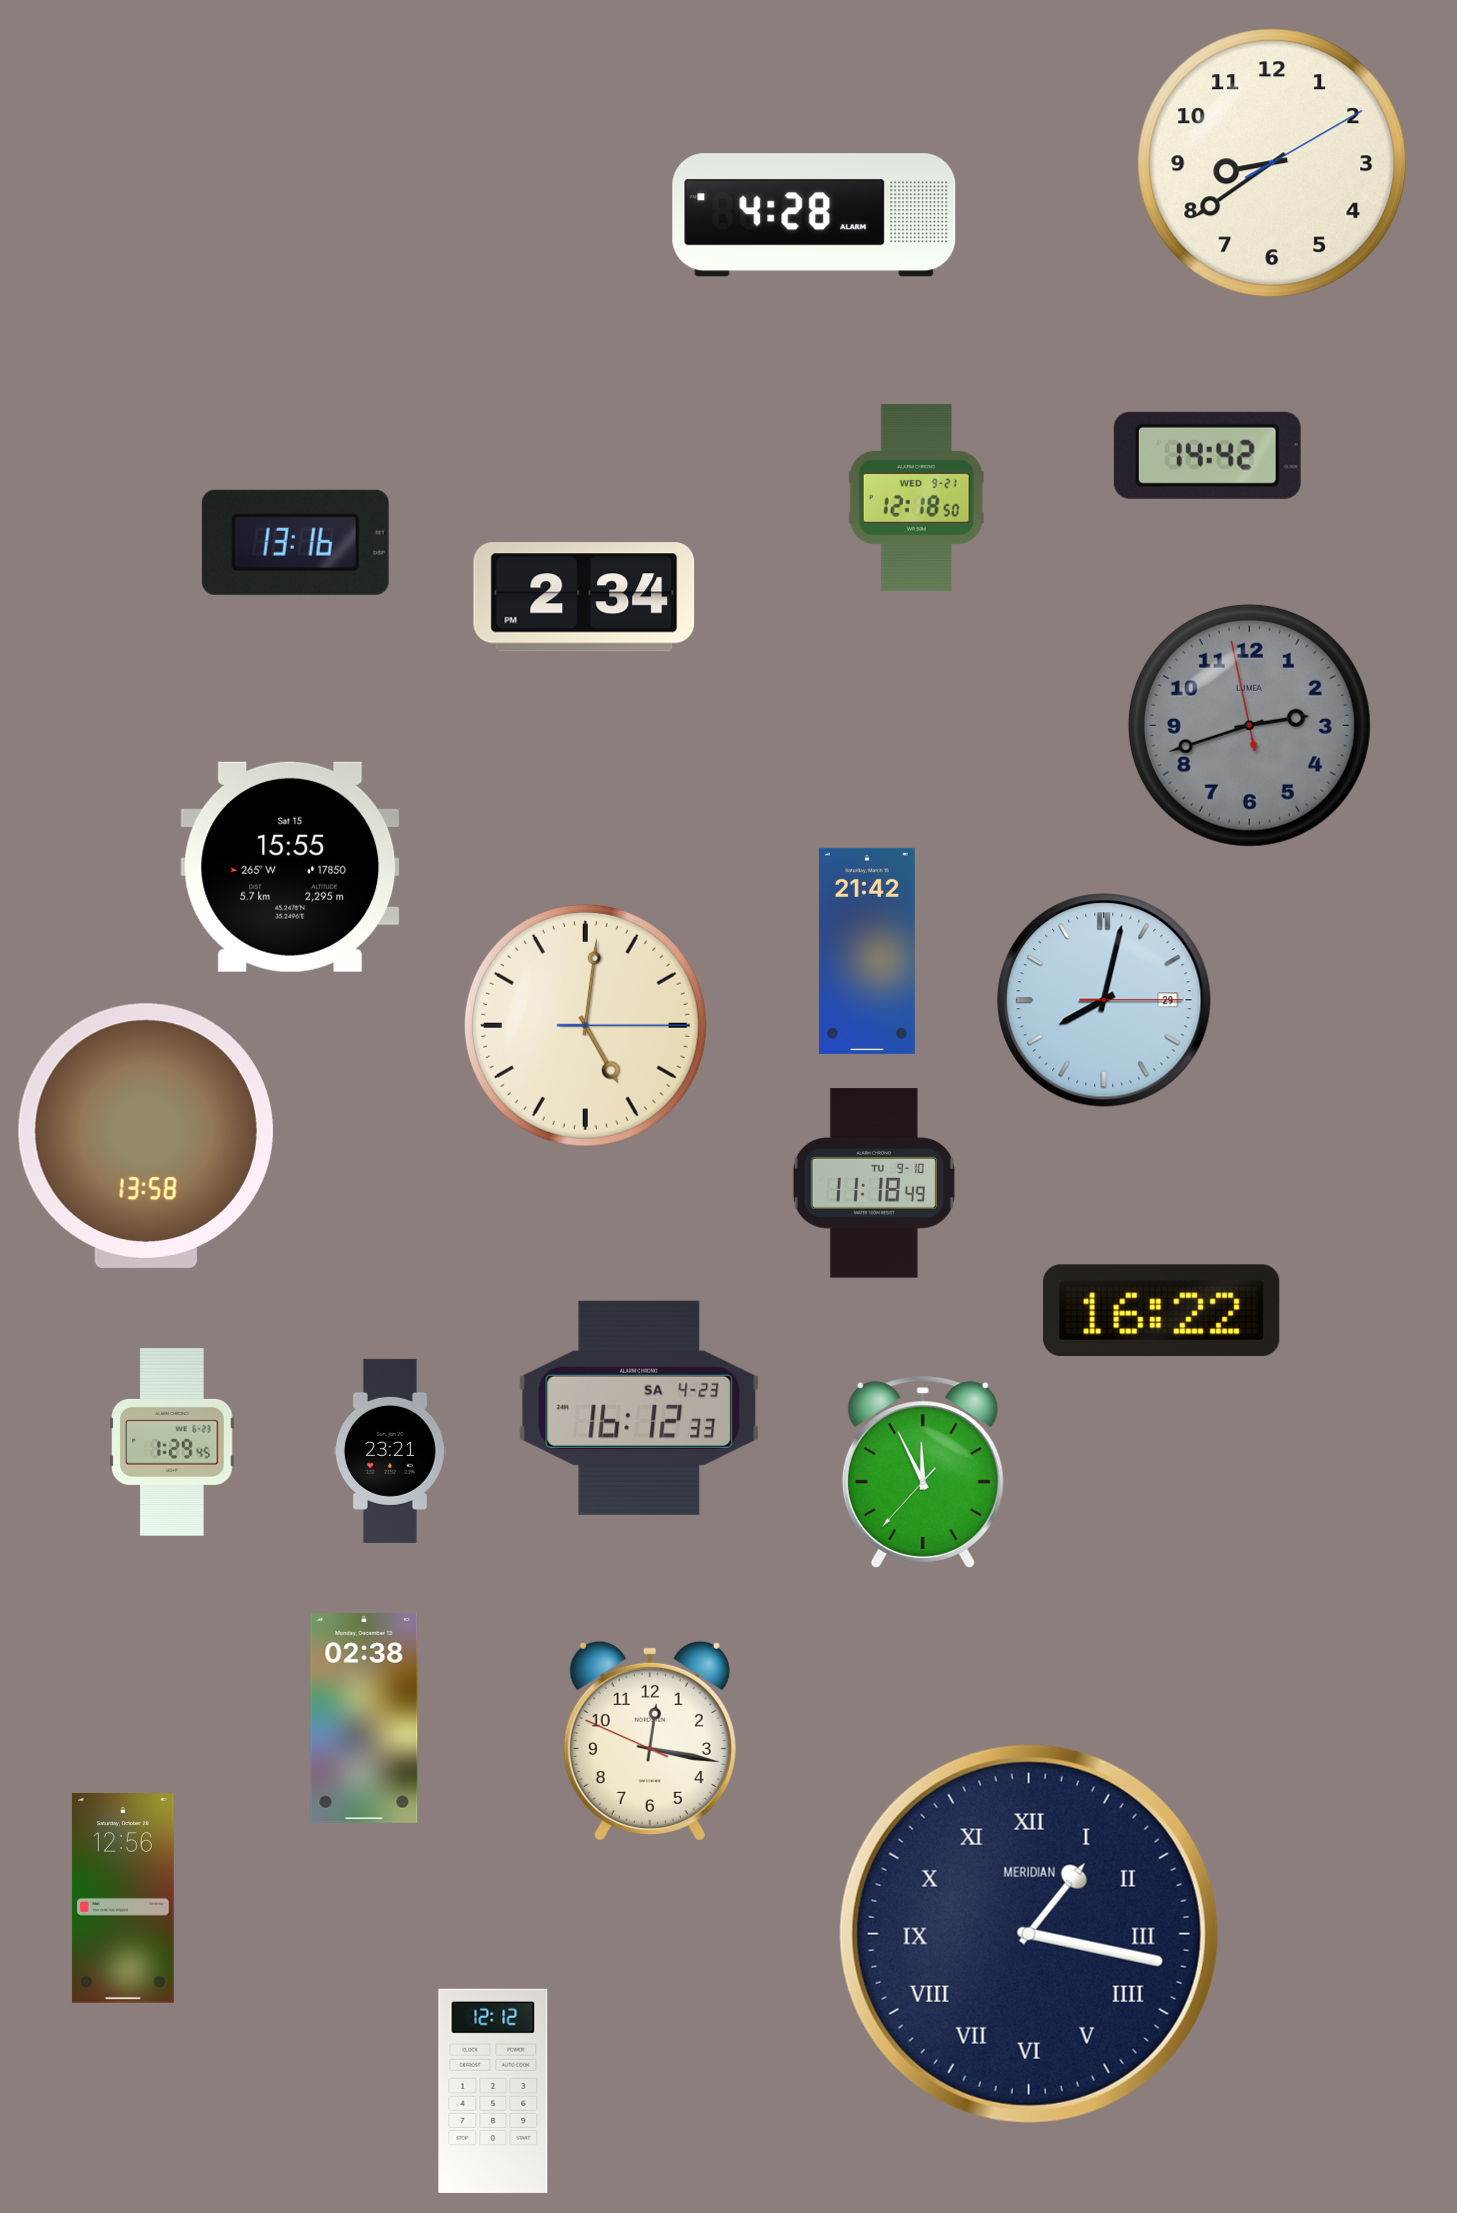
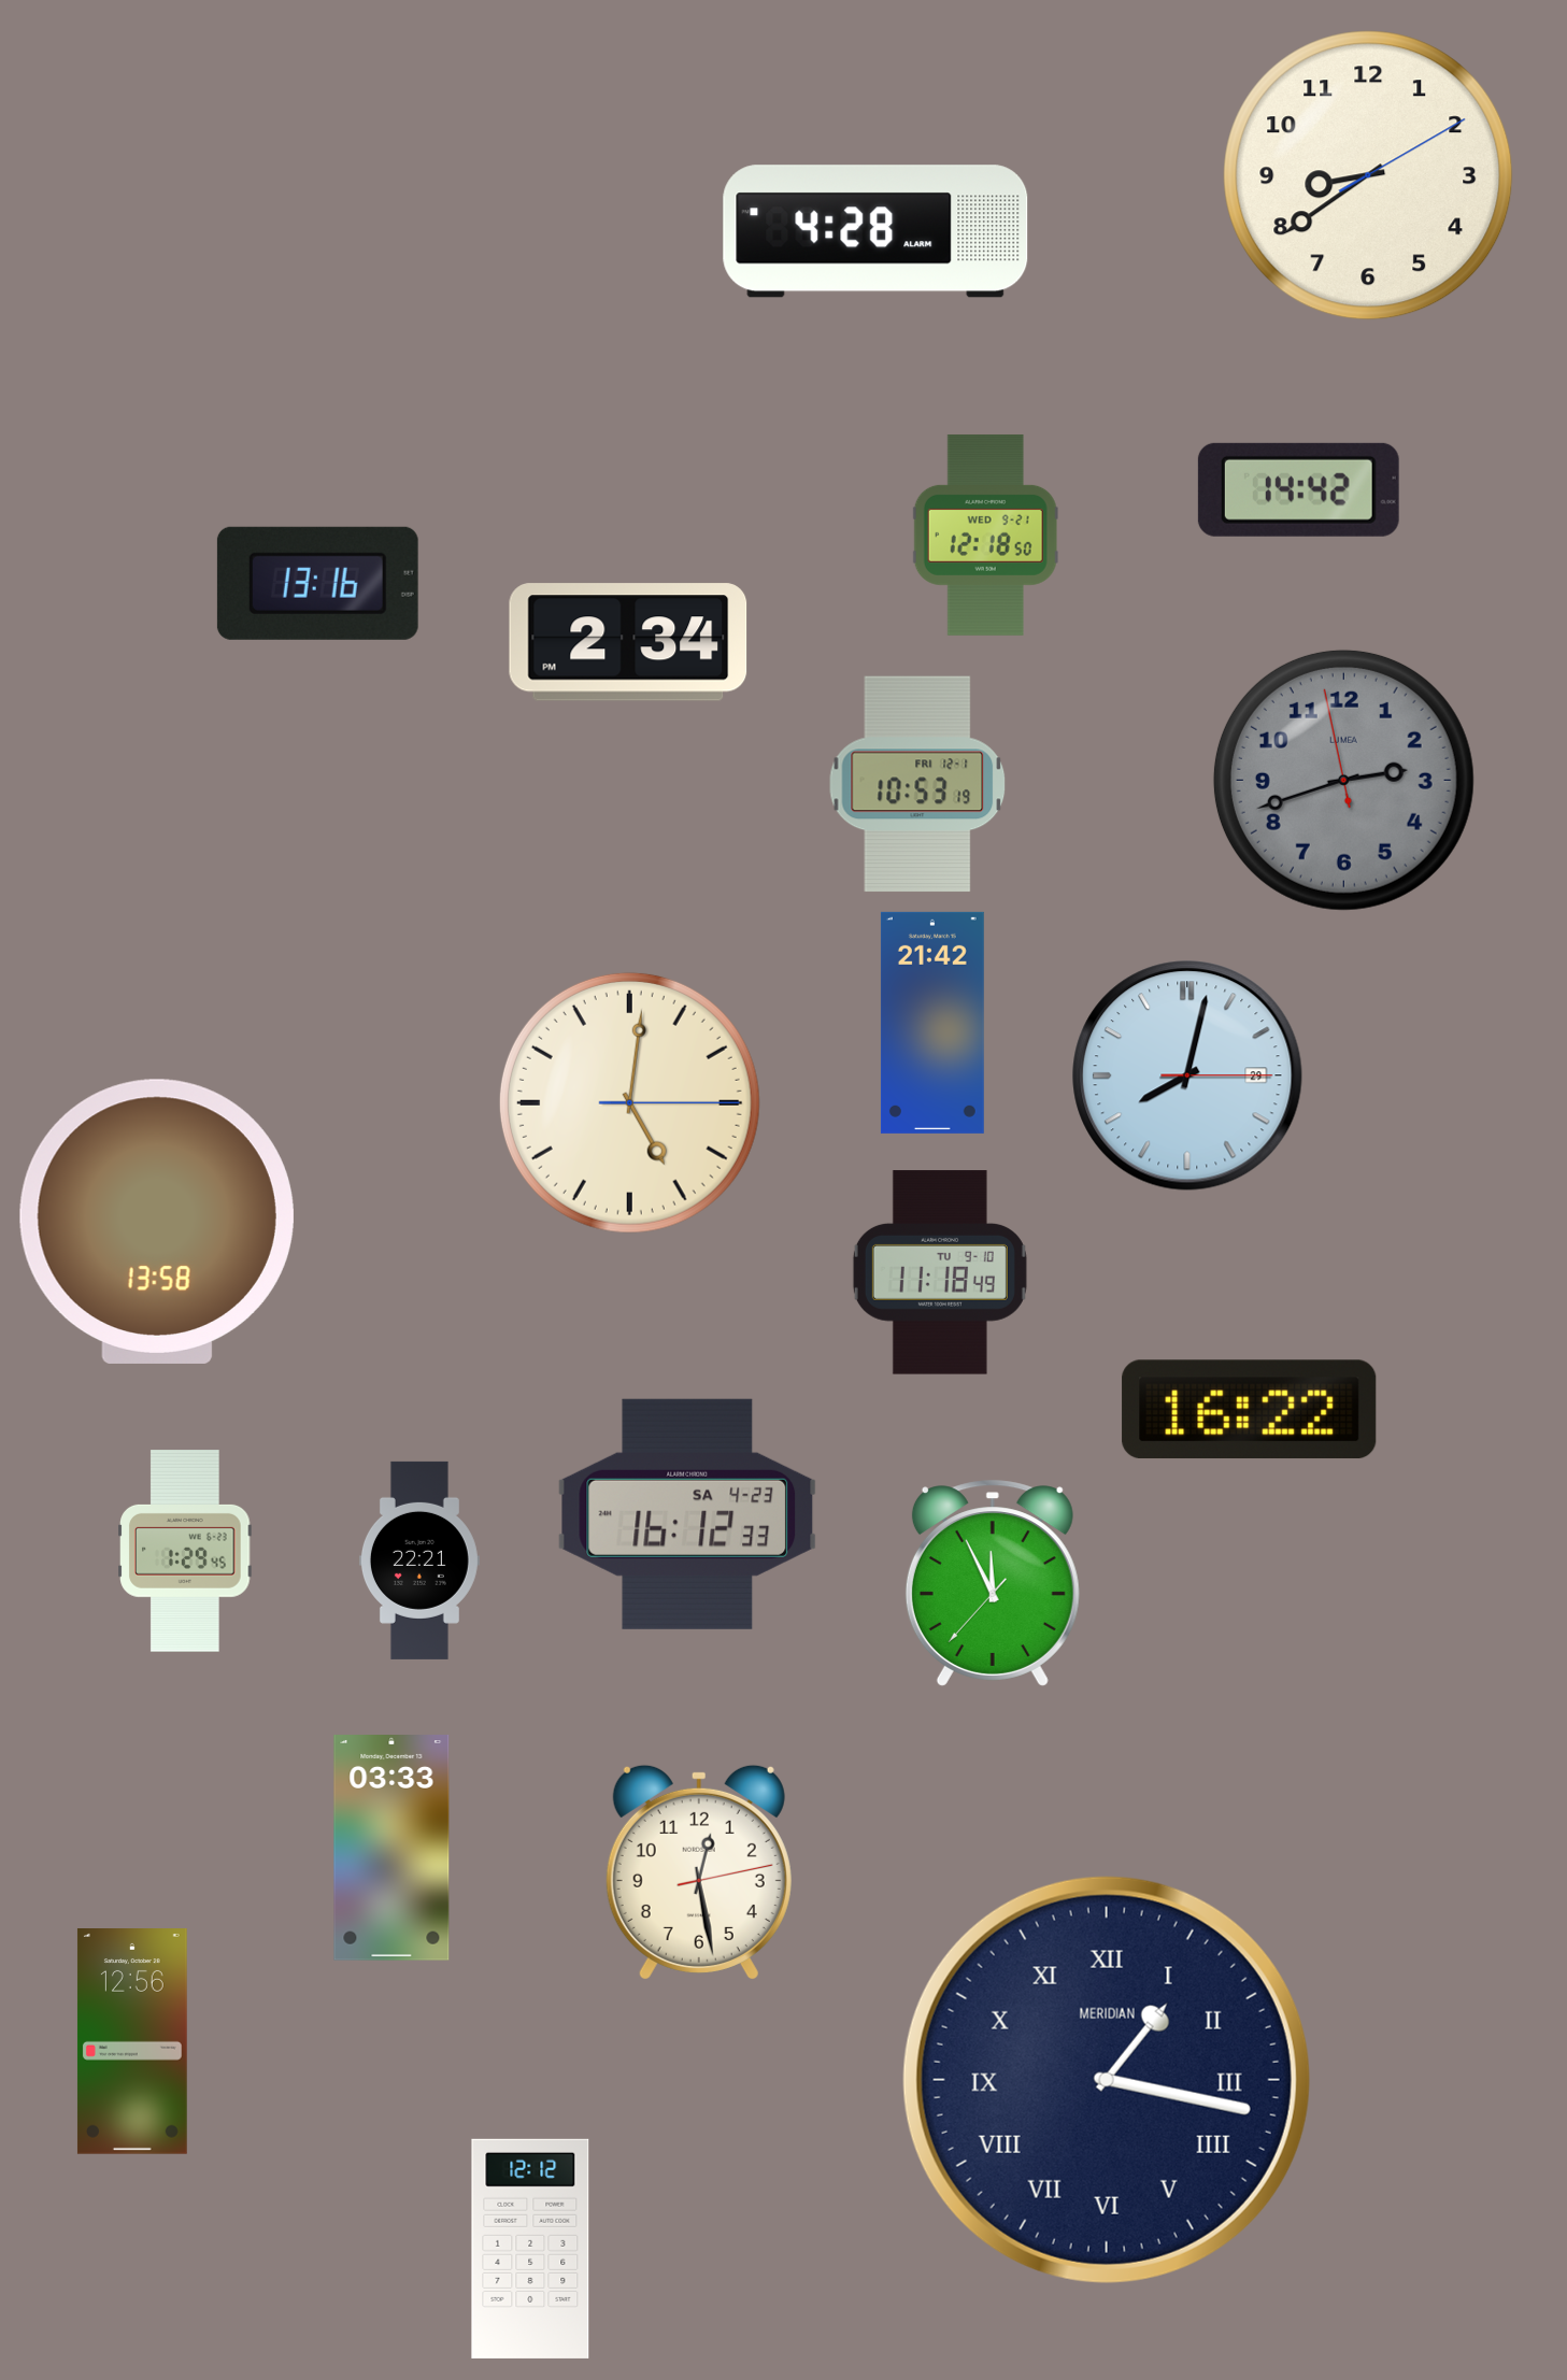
clock at (917, 784): none -> 10:53
clock at (290, 867): 15:55 -> none
clock at (390, 1451): 23:21 -> 22:21
clock at (364, 1719): 02:38 -> 03:33
clock at (650, 1741): 12:16 -> 12:28
